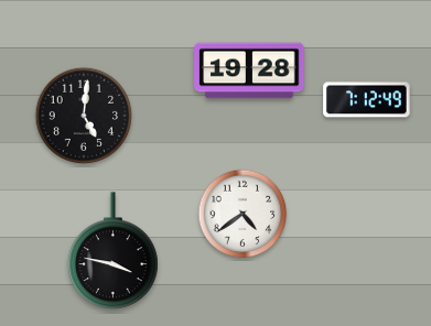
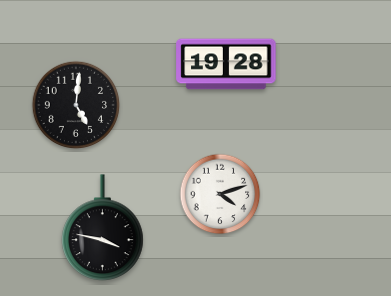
clock at (367, 100): 7:12 -> none
clock at (243, 214): 4:39 -> 4:12
